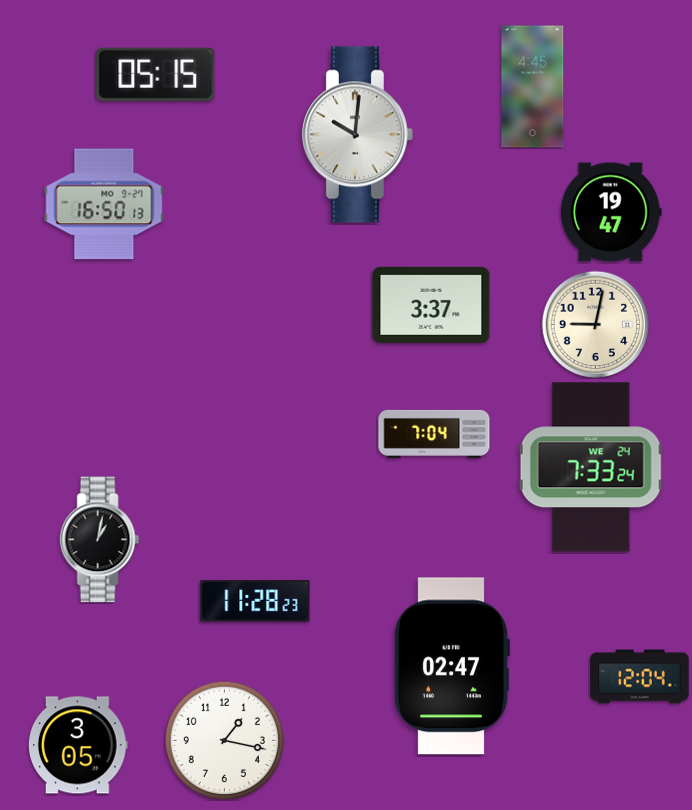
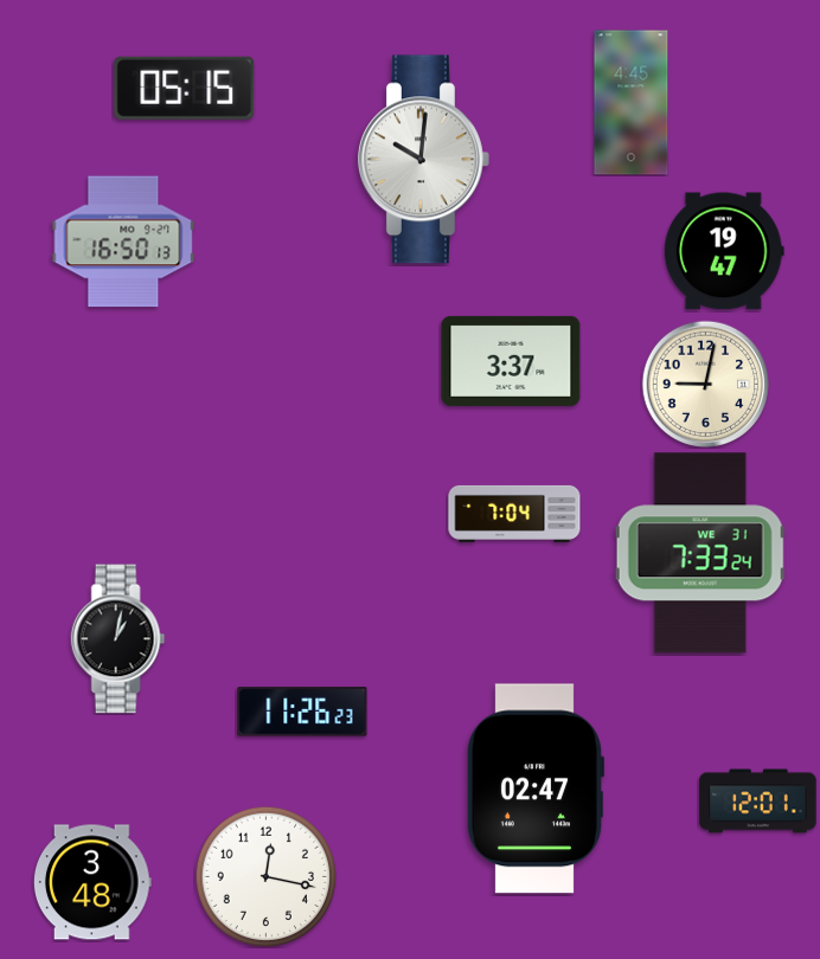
clock at (591, 467) date: WE 24 -> WE 31
clock at (255, 601): 11:28 -> 11:26
clock at (640, 677): 12:04 -> 12:01
clock at (224, 740): 1:17 -> 12:17
clock at (78, 745): 3:05 -> 3:48
